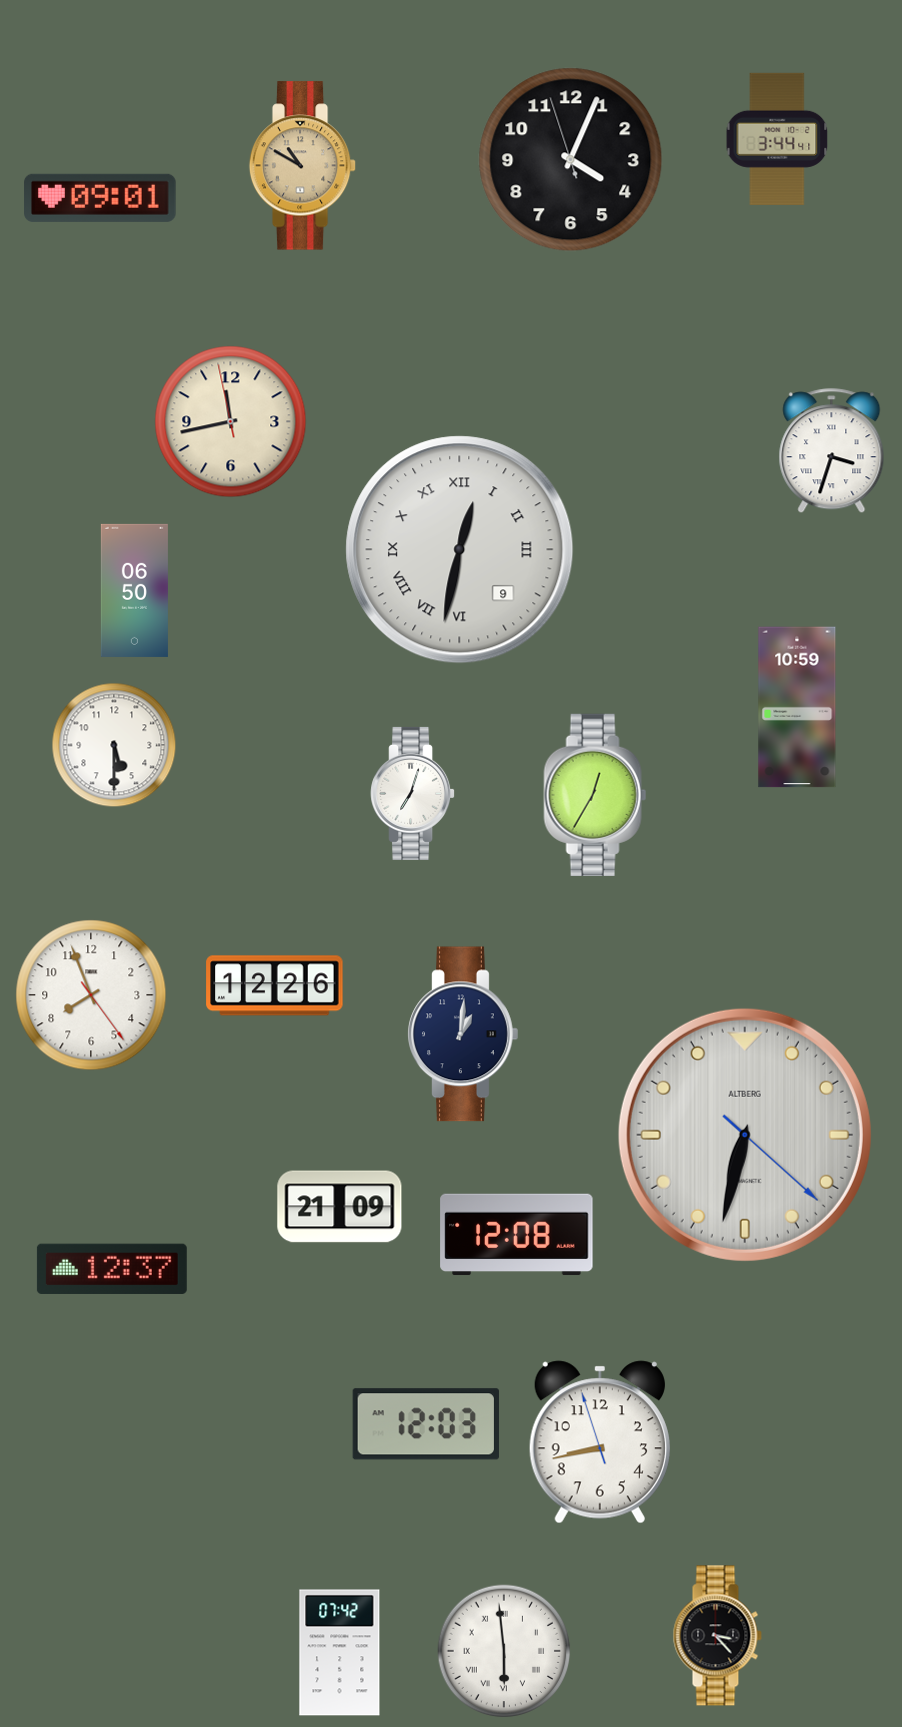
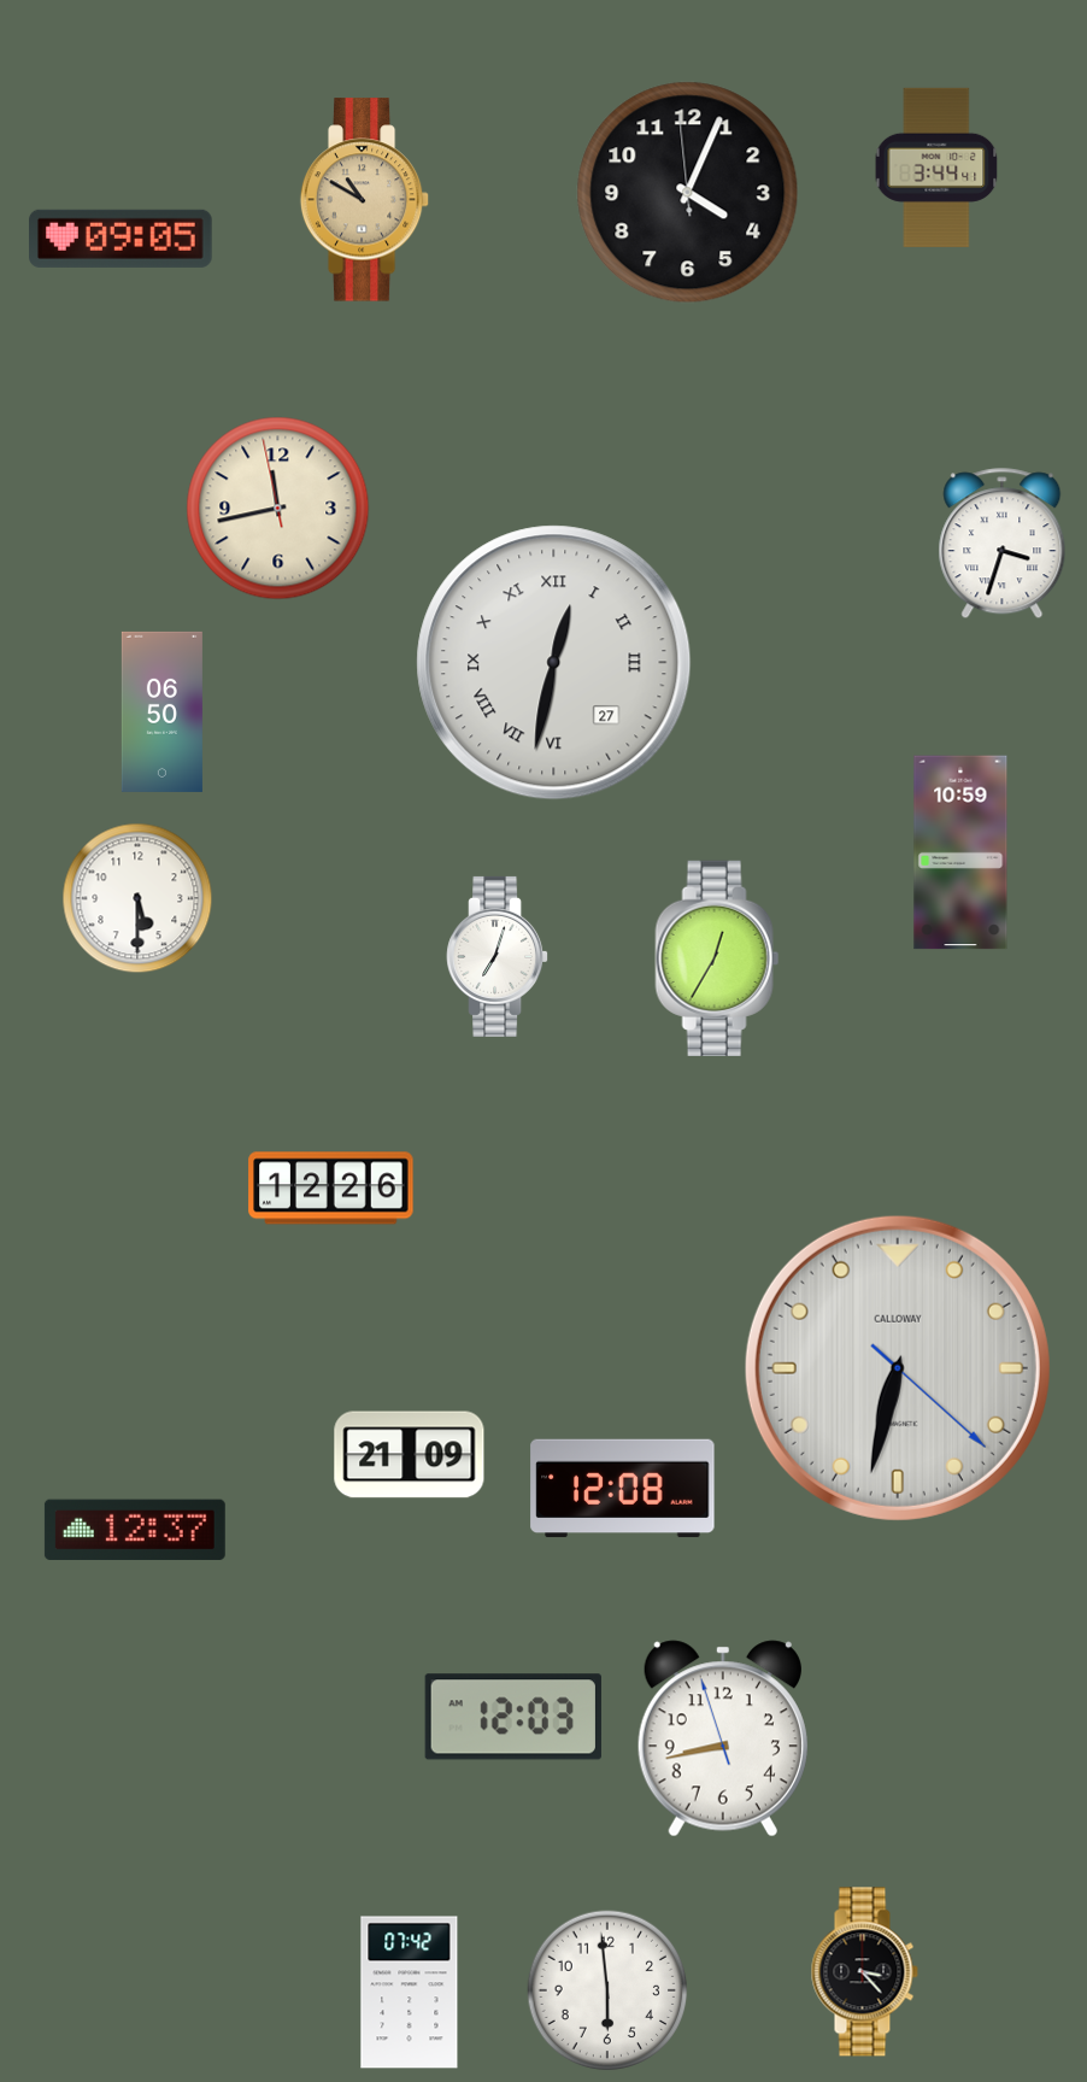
clock at (571, 160): 4:03:57 -> 4:03:59
clock at (100, 198): 09:01 -> 09:05
clock at (460, 550) date: 9 -> 27
clock at (91, 995): 7:56 -> none
clock at (463, 1034): 1:01 -> none
clock at (745, 1135) brand: ALTBERG -> CALLOWAY
clock at (504, 1651) numerals: Roman -> Arabic
